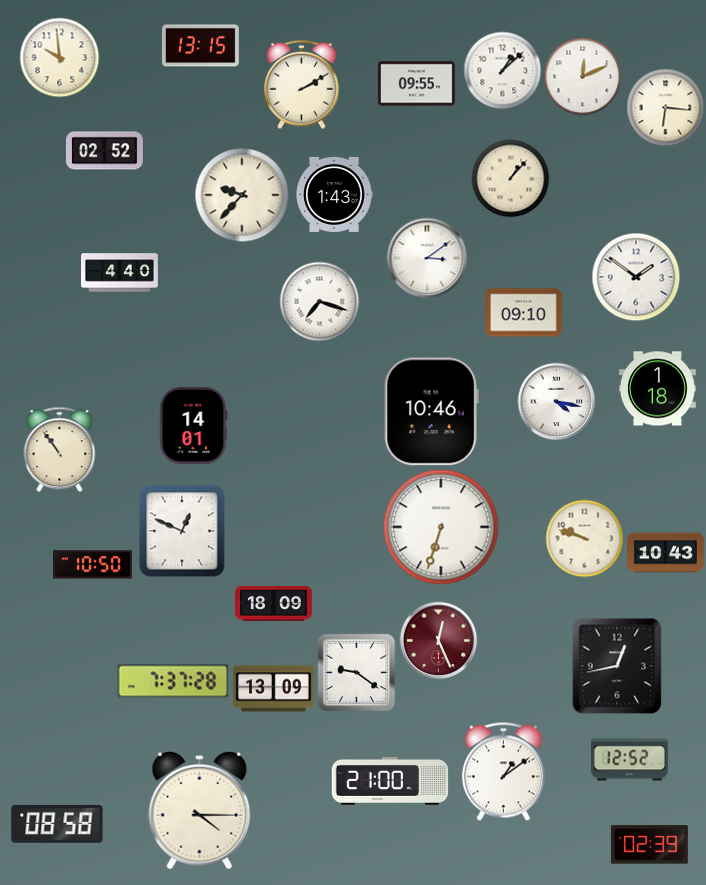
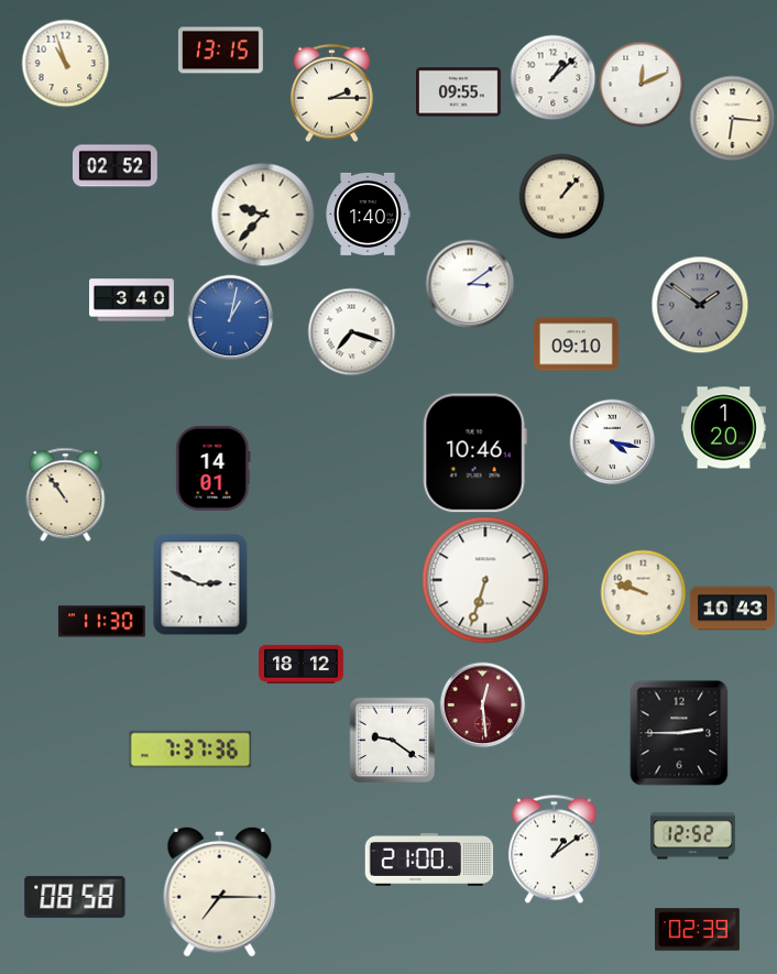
clock at (59, 57): 9:59 -> 10:57
clock at (302, 84): 2:10 -> 2:15
clock at (334, 194): 1:43 -> 1:40
clock at (242, 195) position: (242, 195) -> (263, 215)
clock at (120, 273): 4:40 -> 3:40
clock at (636, 277) dial: white -> grey
clock at (230, 317): none -> 1:02
clock at (657, 389): 1:18 -> 1:20
clock at (182, 531): 12:49 -> 2:49
clock at (93, 565): 10:50 -> 11:30
clock at (274, 603): 18:09 -> 18:12
clock at (438, 640): 12:26 -> 12:29
clock at (617, 666): 12:43 -> 2:45
clock at (173, 681): 7:37:28 -> 7:37:36
clock at (274, 689): 13:09 -> none
clock at (200, 810): 4:15 -> 7:15
clock at (57, 824) position: (57, 824) -> (75, 897)
clock at (649, 845) position: (649, 845) -> (697, 930)
